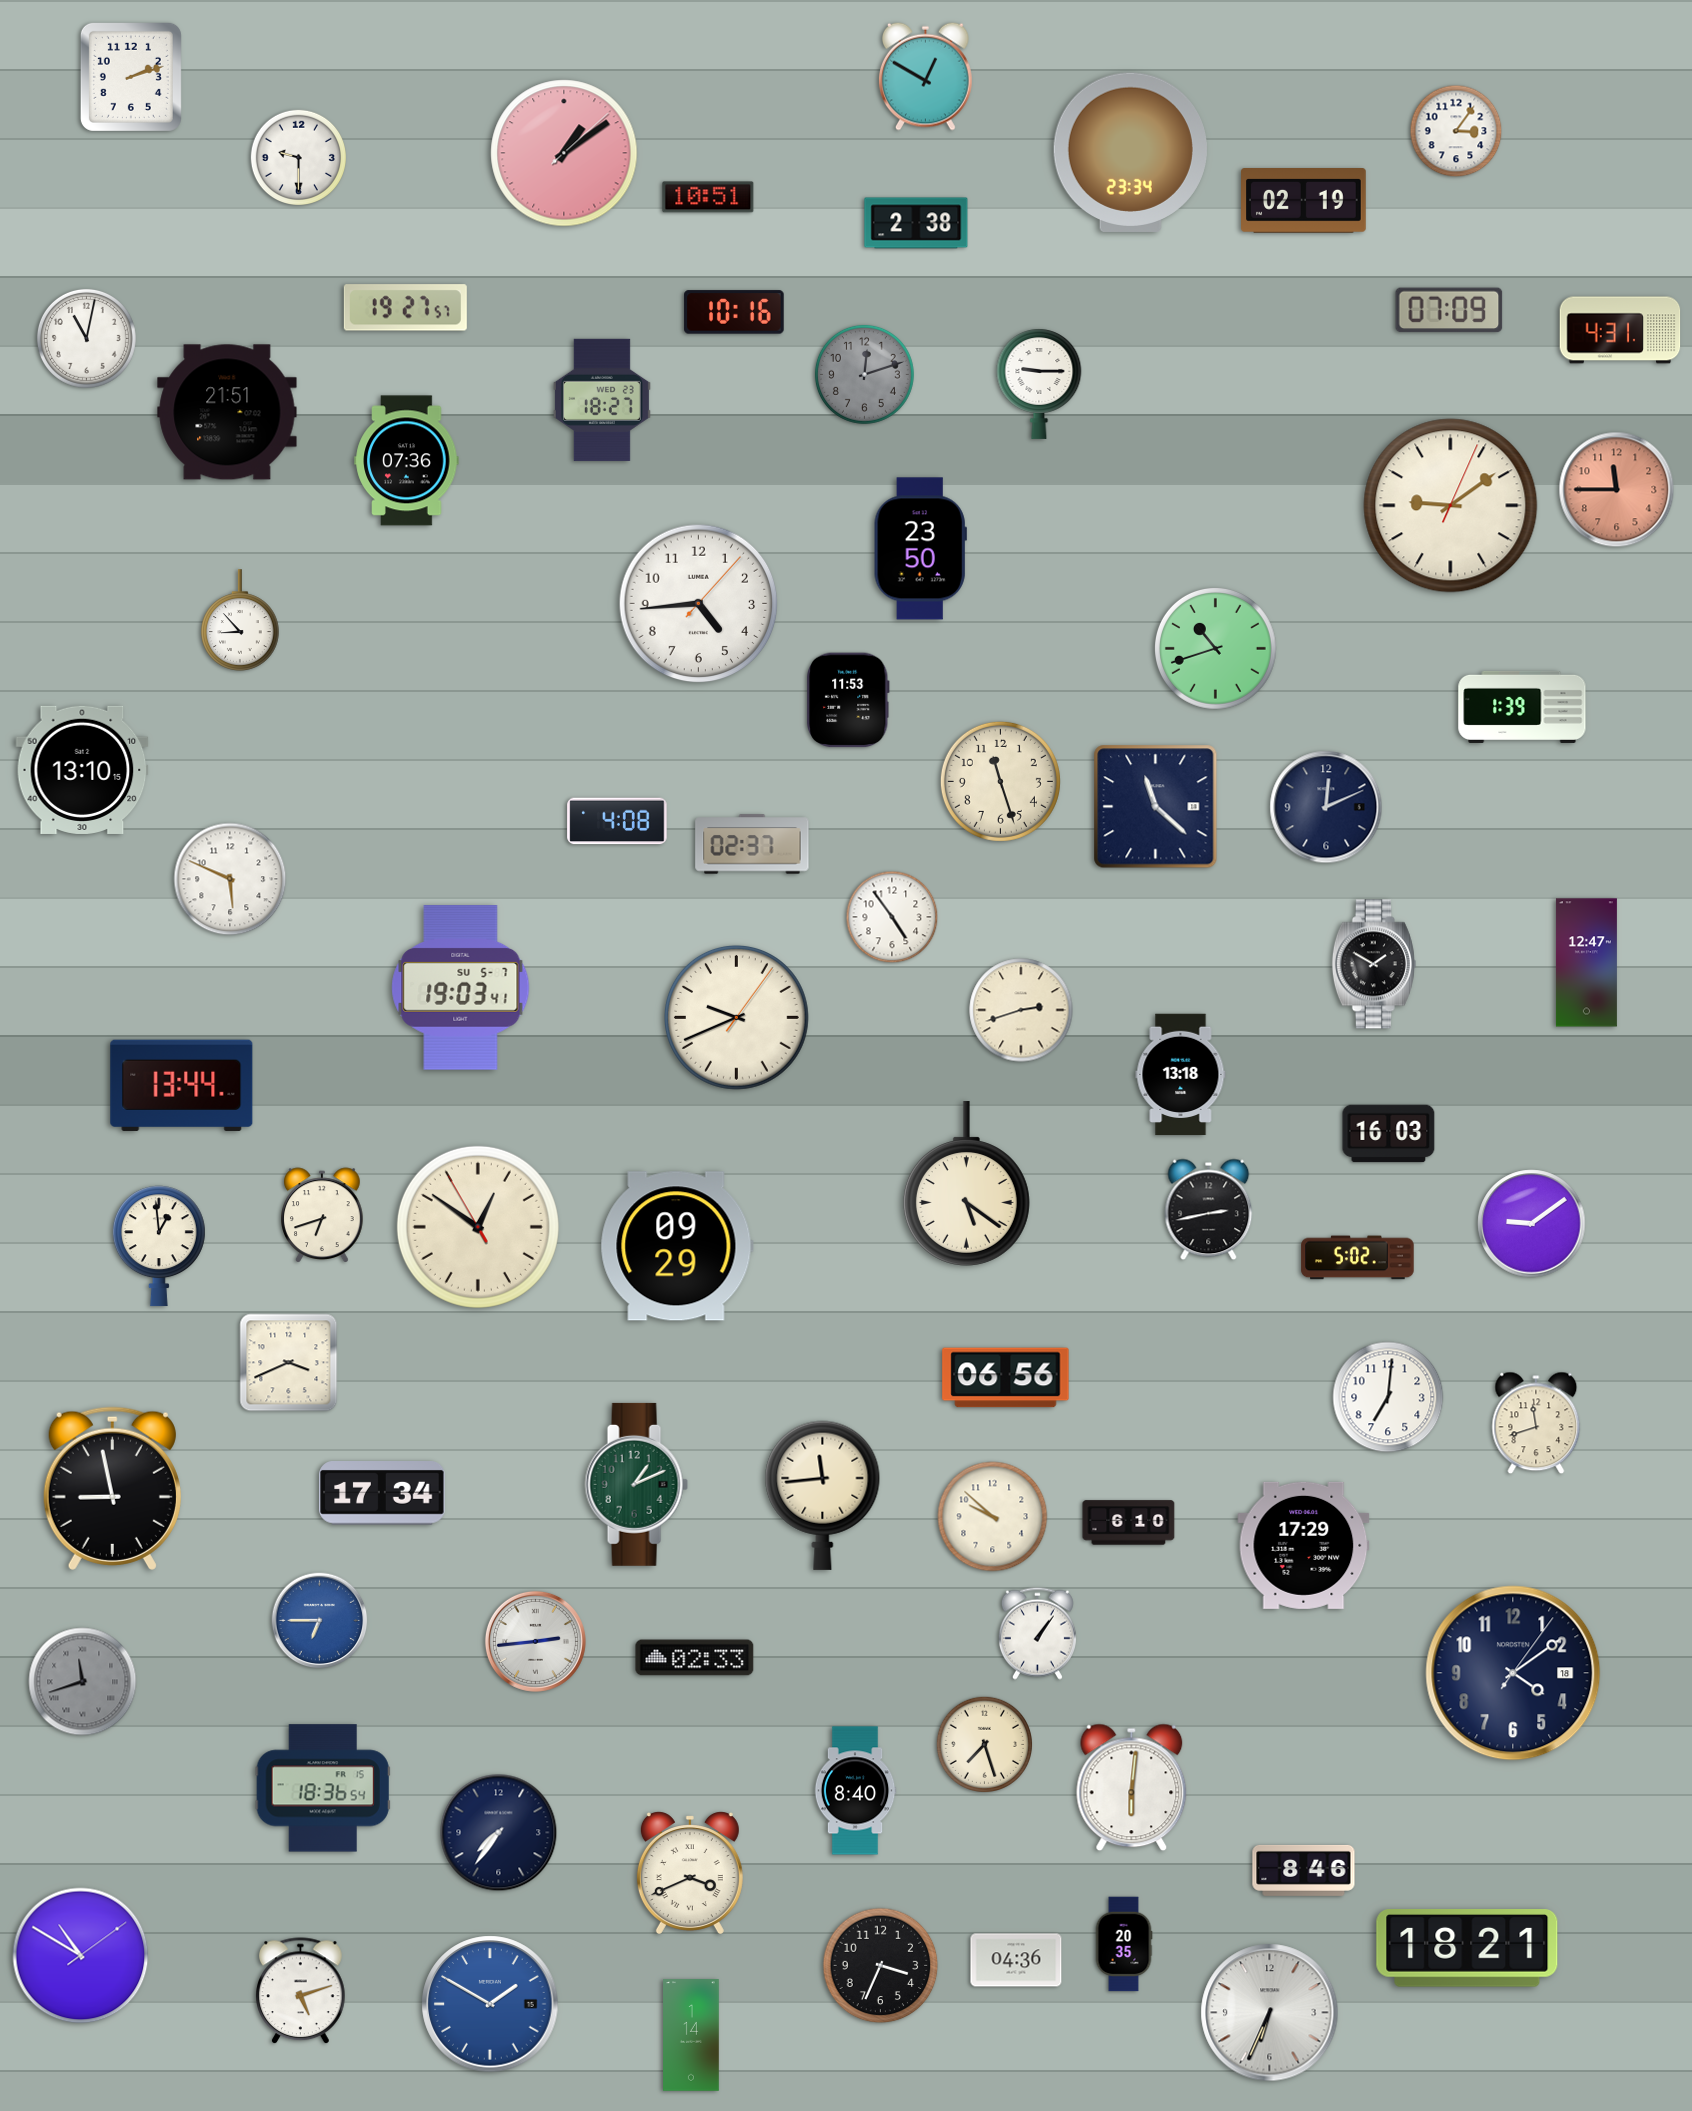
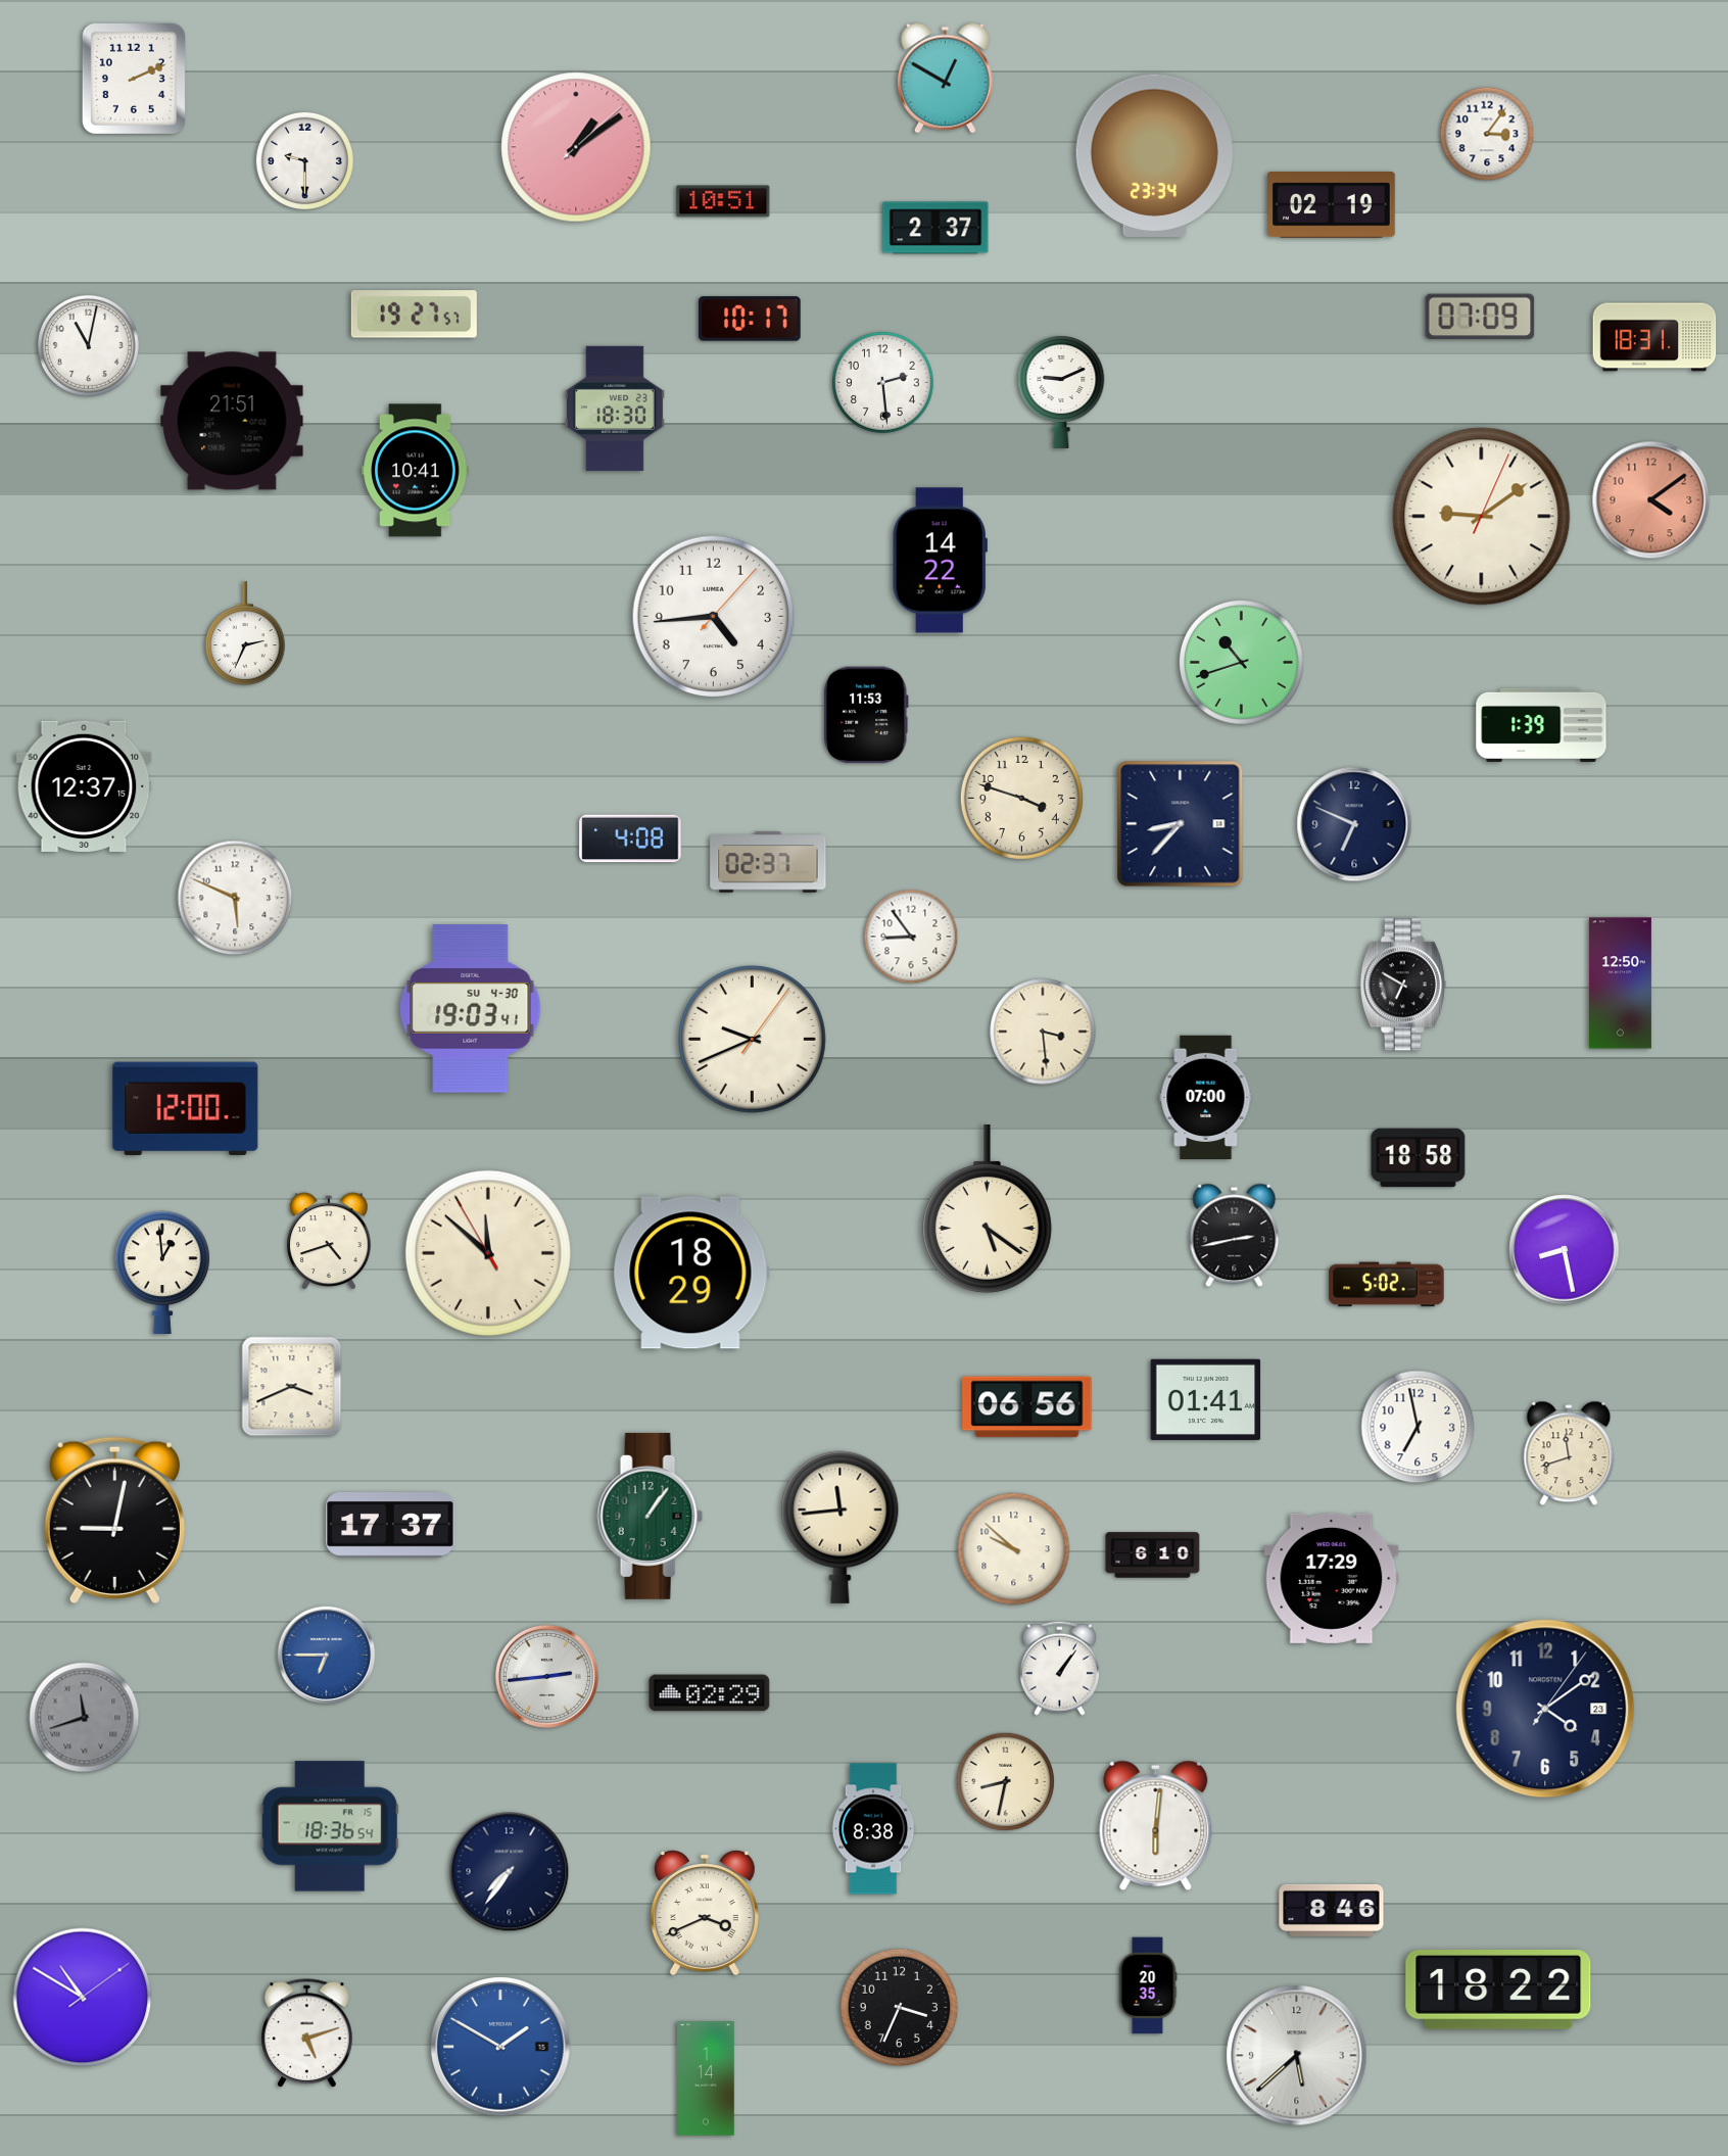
clock at (131, 77): 2:12 -> 2:11
clock at (564, 153) position: (564, 153) -> (576, 147)
clock at (916, 223): 2:38 -> 2:37
clock at (734, 312): 10:16 -> 10:17
clock at (1620, 330): 4:31 -> 18:31
clock at (864, 374): 12:12 -> 2:29
clock at (864, 374) dial: grey -> white
clock at (1039, 384): 9:15 -> 9:11
clock at (602, 400): 18:27 -> 18:30
clock at (407, 461): 07:36 -> 10:41
clock at (1617, 490): 11:45 -> 4:09
clock at (920, 549): 23:50 -> 14:22
clock at (240, 620): 8:53 -> 2:34
clock at (1522, 707) position: (1522, 707) -> (1541, 725)
clock at (82, 770): 13:10 -> 12:37
clock at (1000, 781): 11:27 -> 3:48
clock at (1156, 807): 11:22 -> 8:37
clock at (1326, 807): 12:11 -> 6:49
clock at (892, 917): 4:54 -> 8:54
clock at (1586, 963): 12:47 -> 12:50
clock at (1374, 964): 1:50 -> 6:50
clock at (461, 988) date: SU 5-7 -> SU 4-30
clock at (1021, 1010): 2:42 -> 3:29
clock at (1181, 1075): 13:18 -> 07:00
clock at (182, 1085): 13:44 -> 12:00
clock at (1389, 1134): 16:03 -> 18:58
clock at (323, 1215): 6:42 -> 4:42
clock at (1532, 1224): 9:09 -> 8:28
clock at (478, 1227): 12:50 -> 11:51
clock at (677, 1246): 09:29 -> 18:29
clock at (289, 1363) position: (289, 1363) -> (292, 1387)
clock at (1206, 1399): none -> 01:41
clock at (1388, 1397): 7:01 -> 6:58
clock at (636, 1484): 1:11 -> 1:06
clock at (112, 1488): 8:58 -> 9:02
clock at (382, 1494): 17:34 -> 17:37
clock at (695, 1658): 02:33 -> 02:29
clock at (1513, 1673) date: 18 -> 23
clock at (984, 1744): 7:27 -> 8:32
clock at (855, 1791): 8:40 -> 8:38
clock at (1467, 1949): 18:21 -> 18:22
clock at (1016, 1960): 04:36 -> none
clock at (1270, 2013): 6:34 -> 5:38
